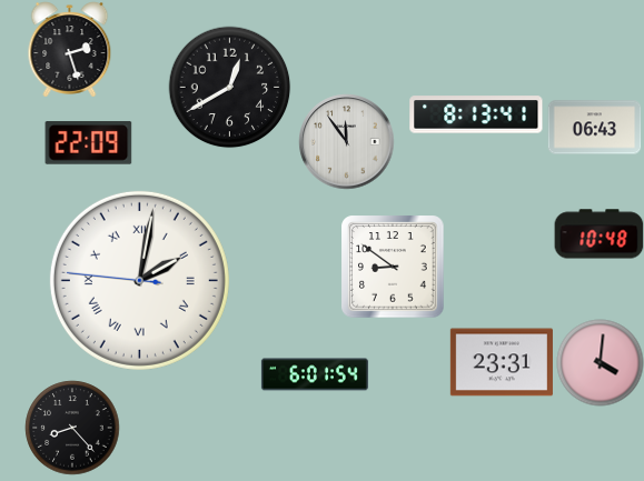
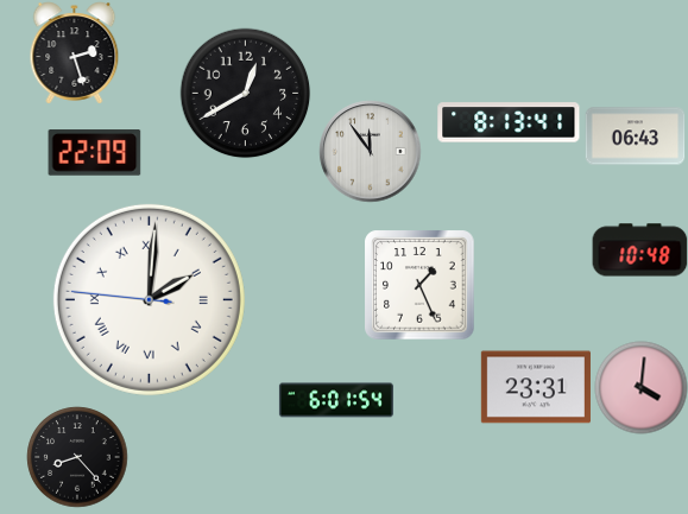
clock at (393, 267): 8:51 -> 1:26
clock at (139, 280): 2:01 -> 2:00
